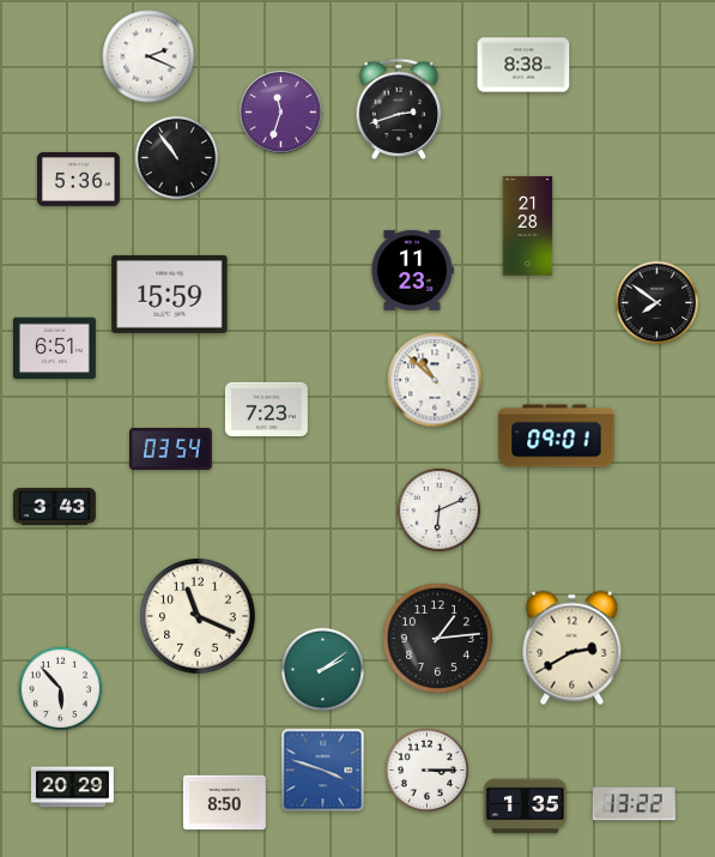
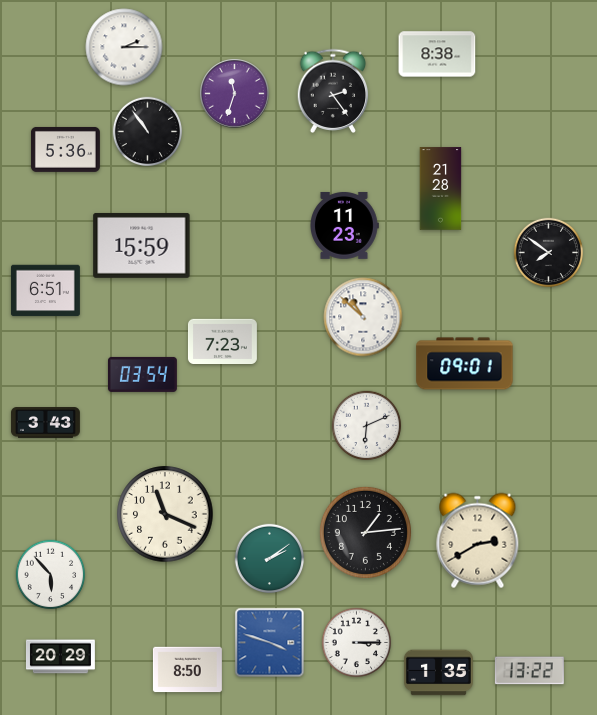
clock at (149, 56): 2:19 -> 2:15
clock at (399, 108): 2:42 -> 2:24
